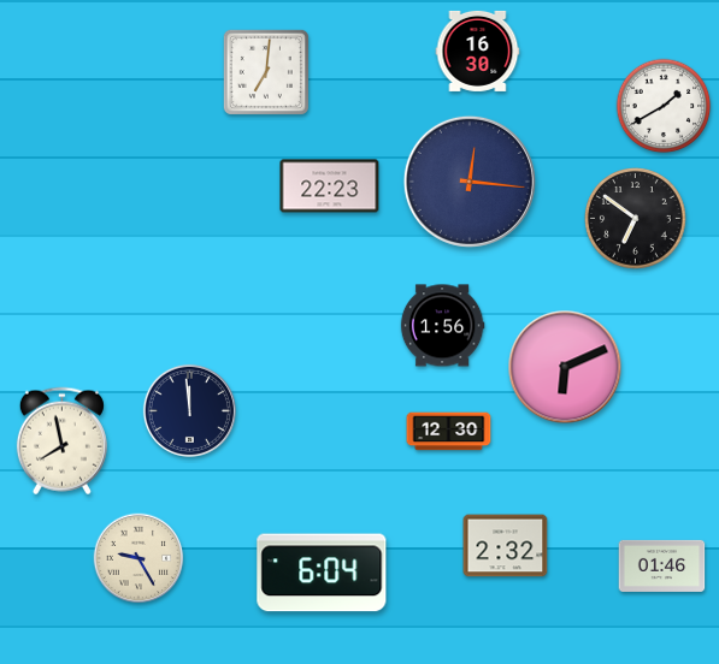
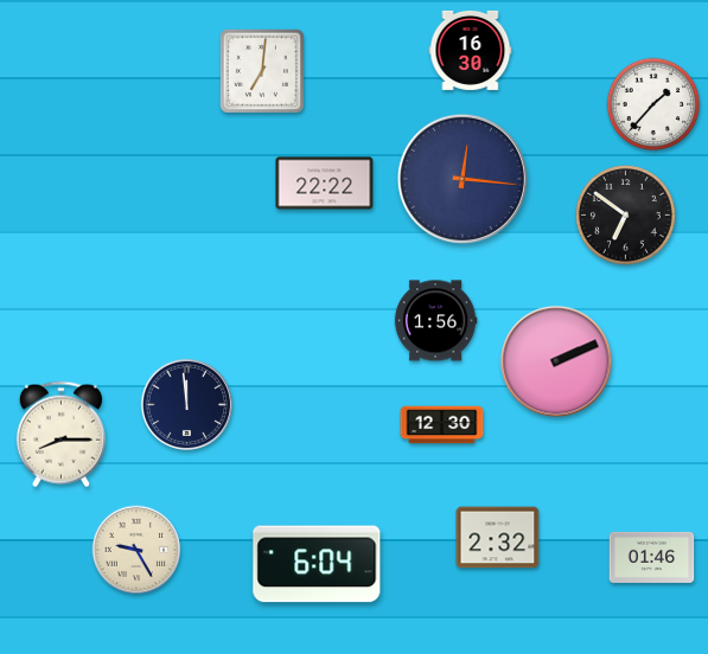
clock at (664, 106): 1:40 -> 1:37
clock at (330, 186): 22:23 -> 22:22
clock at (565, 367): 6:11 -> 2:11
clock at (61, 441): 7:58 -> 8:15
